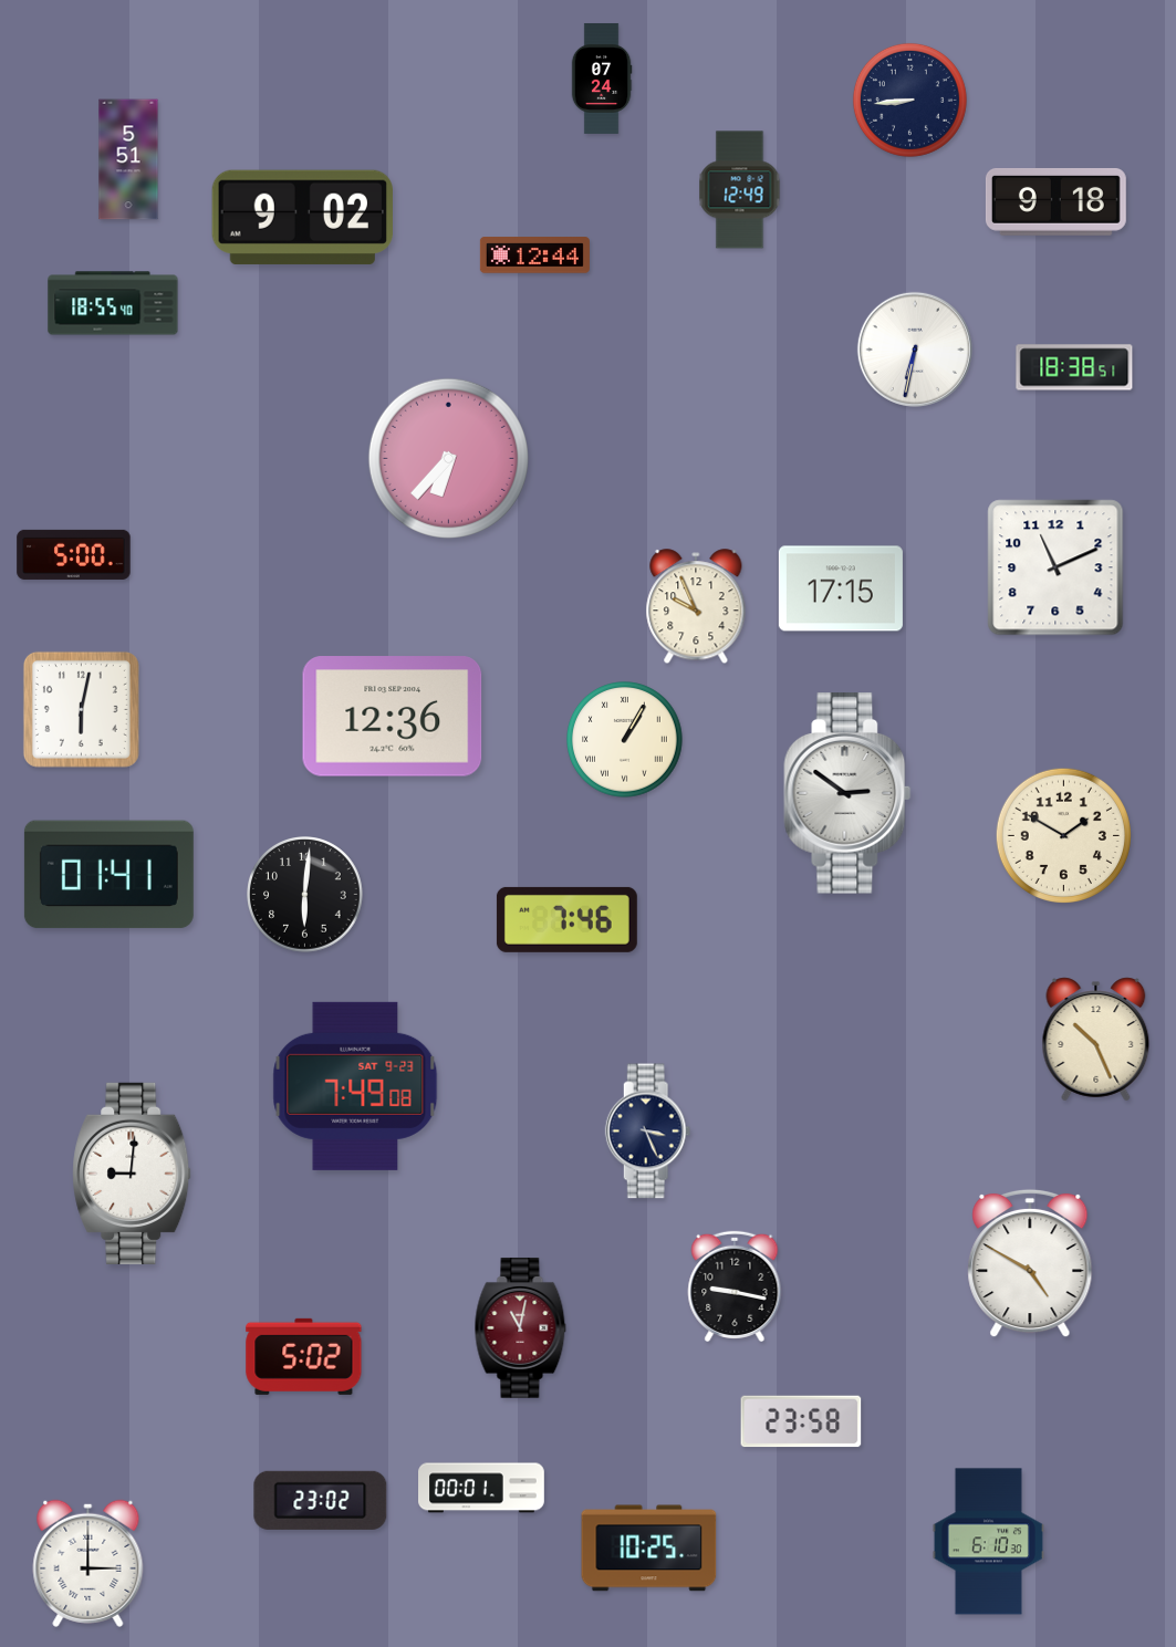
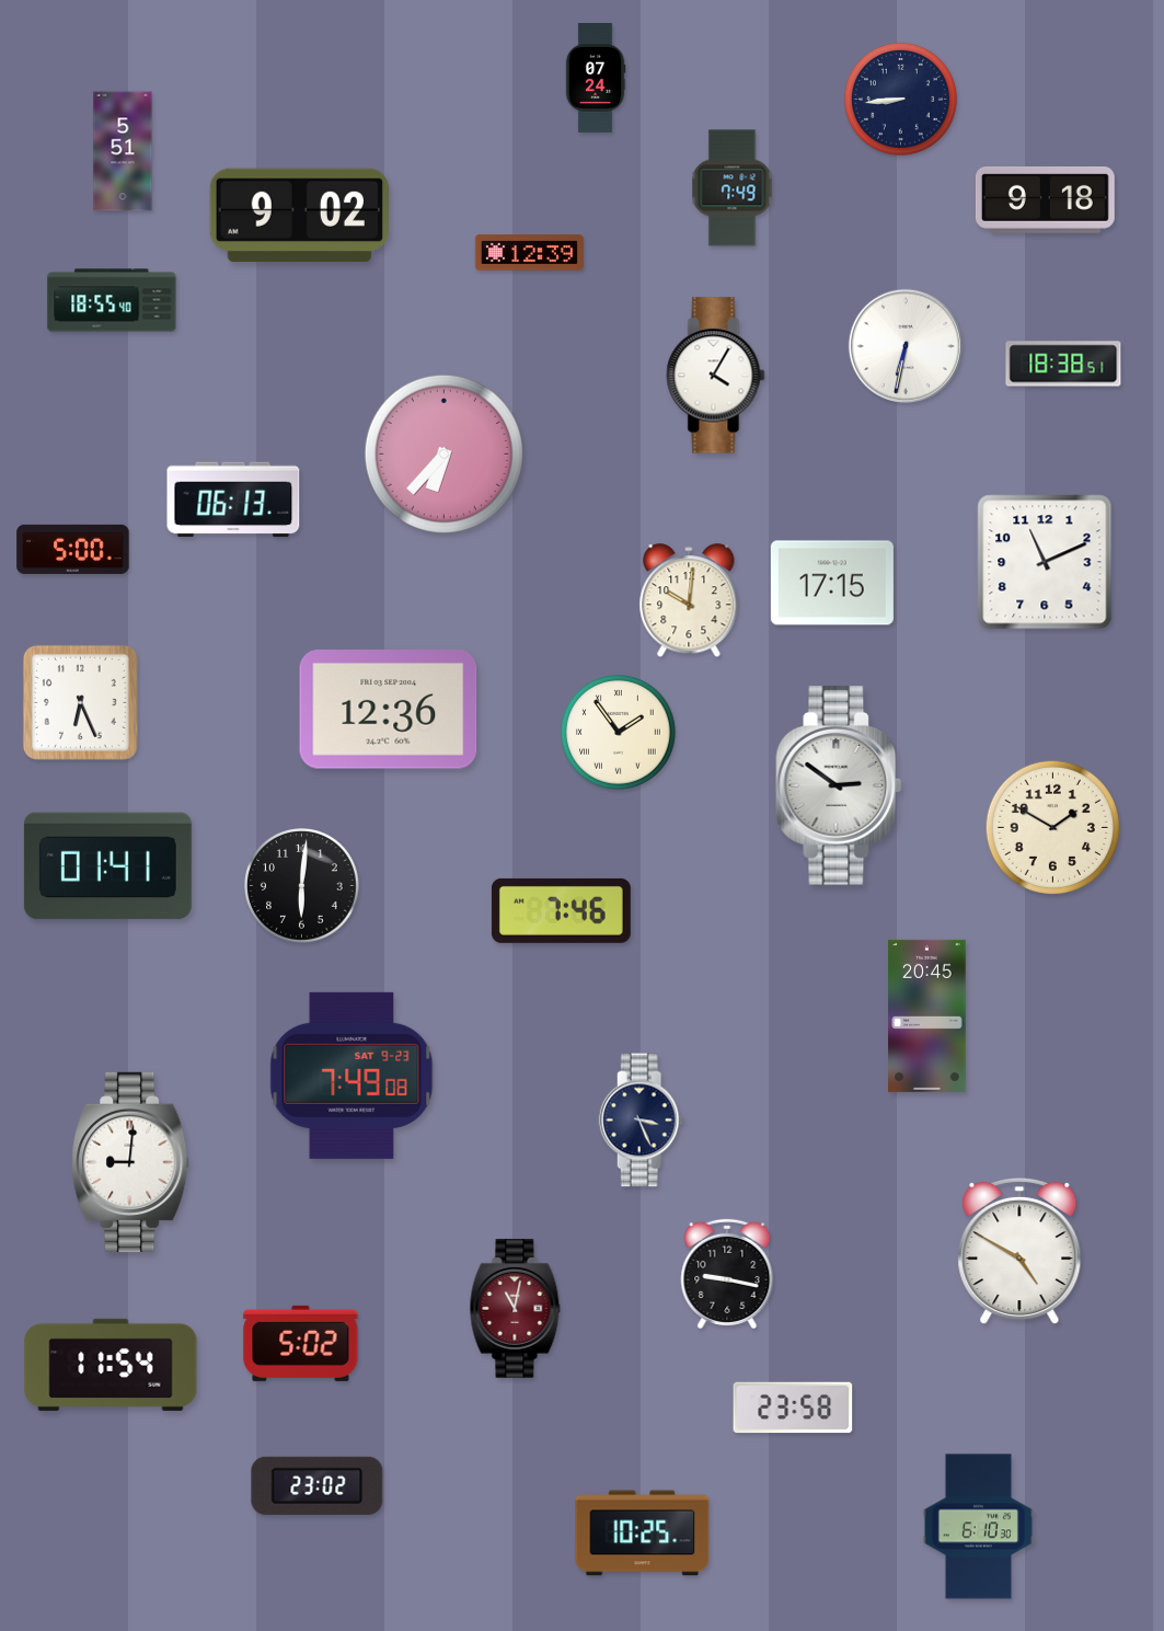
clock at (128, 159) position: (128, 159) -> (123, 151)
clock at (740, 190): 12:49 -> 7:49
clock at (534, 256): 12:44 -> 12:39
clock at (716, 376): none -> 4:05
clock at (233, 499): none -> 06:13
clock at (696, 607): 9:56 -> 10:01
clock at (81, 709): 6:02 -> 6:26
clock at (625, 740): 1:05 -> 1:54
clock at (927, 1015): none -> 20:45
clock at (1096, 1040): 10:26 -> none
clock at (521, 1327) position: (521, 1327) -> (516, 1308)
clock at (111, 1365): none -> 11:54
clock at (481, 1488): 00:01 -> none
clock at (89, 1563): 3:00 -> none
